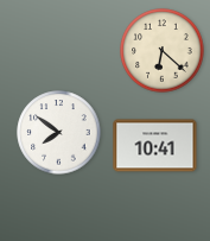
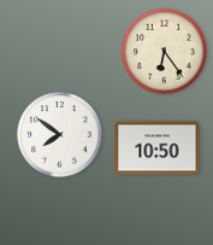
clock at (163, 51): 6:22 -> 6:24
clock at (155, 146): 10:41 -> 10:50
